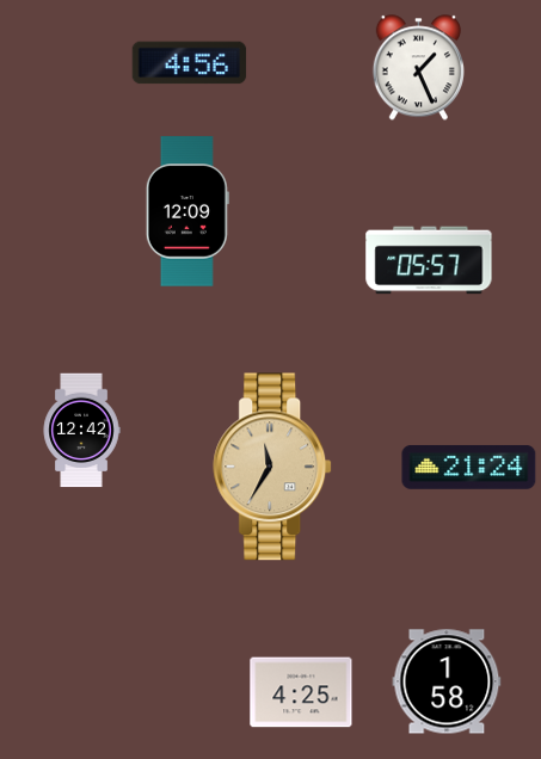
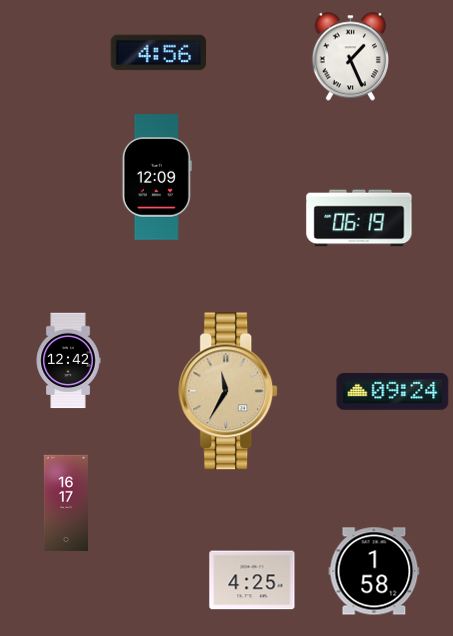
clock at (429, 260): 05:57 -> 06:19
clock at (469, 468): 21:24 -> 09:24
clock at (66, 503): none -> 16:17
